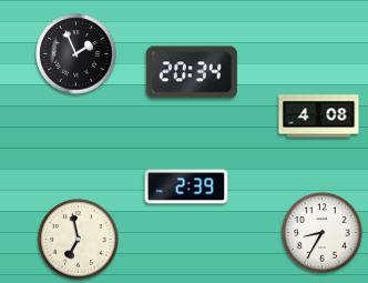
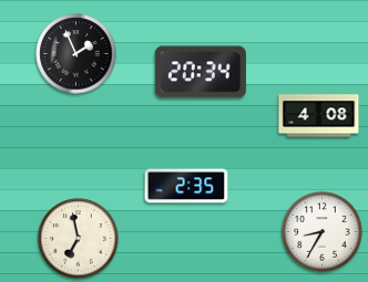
clock at (192, 72) position: (192, 72) -> (201, 72)
clock at (186, 186): 2:39 -> 2:35
